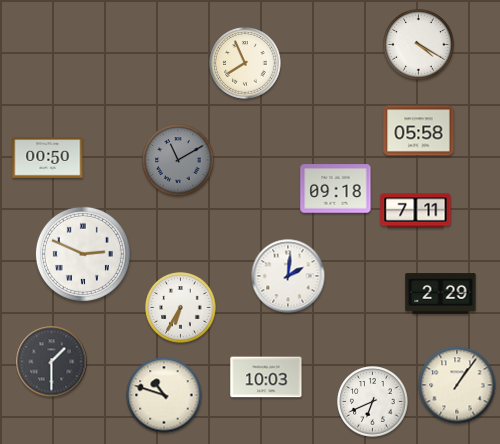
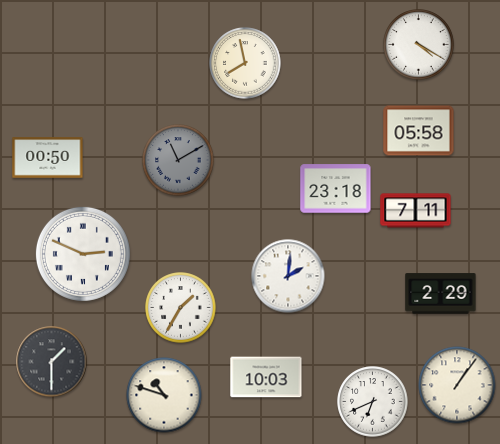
clock at (245, 63): 7:56 -> 7:58
clock at (336, 189): 09:18 -> 23:18
clock at (181, 308): 6:35 -> 1:35
